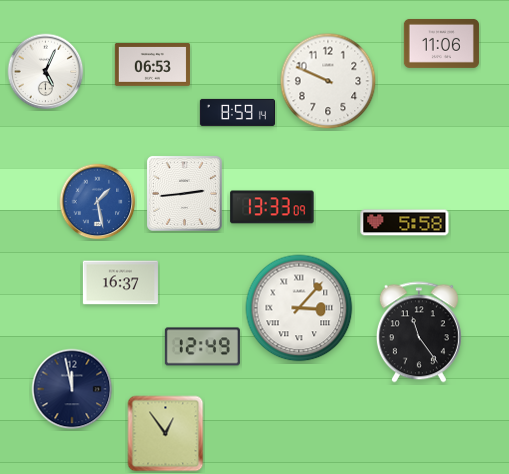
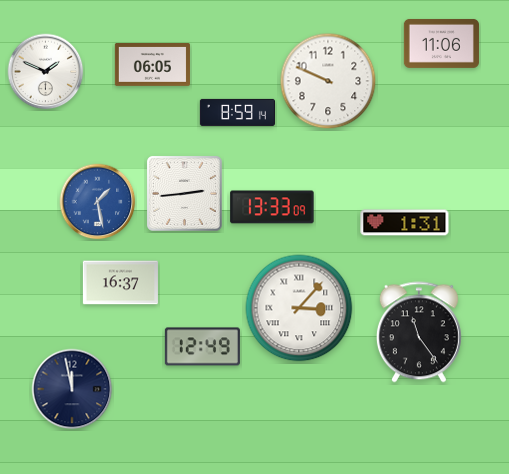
clock at (152, 65): 06:53 -> 06:05
clock at (46, 72): 5:04 -> 1:49
clock at (405, 223): 5:58 -> 1:31
clock at (166, 434): 12:54 -> none
